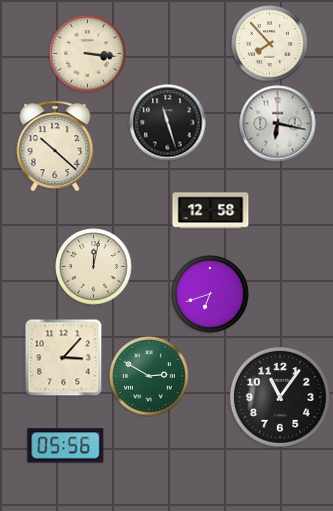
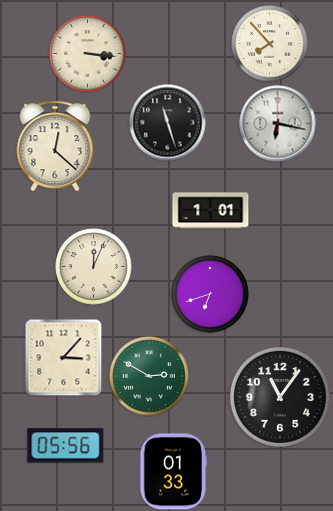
clock at (55, 146): 10:22 -> 12:22
clock at (211, 211): 12:58 -> 1:01
clock at (94, 267): 12:02 -> 12:04
clock at (173, 472): none -> 01:33
